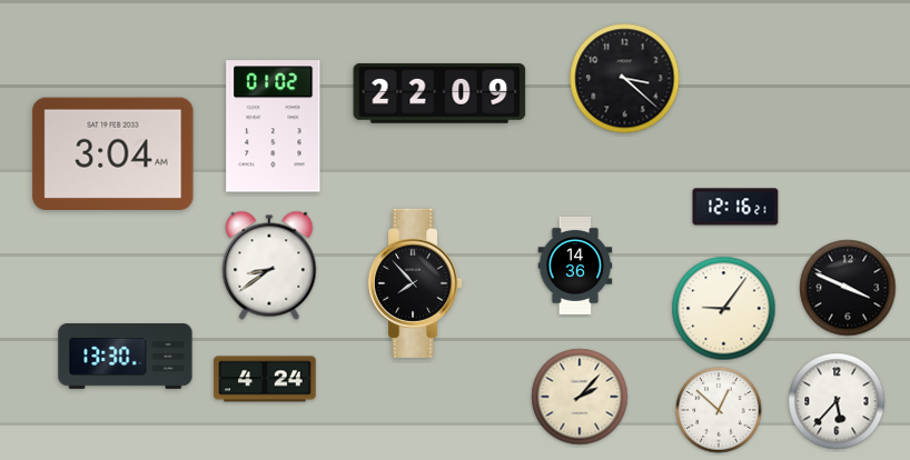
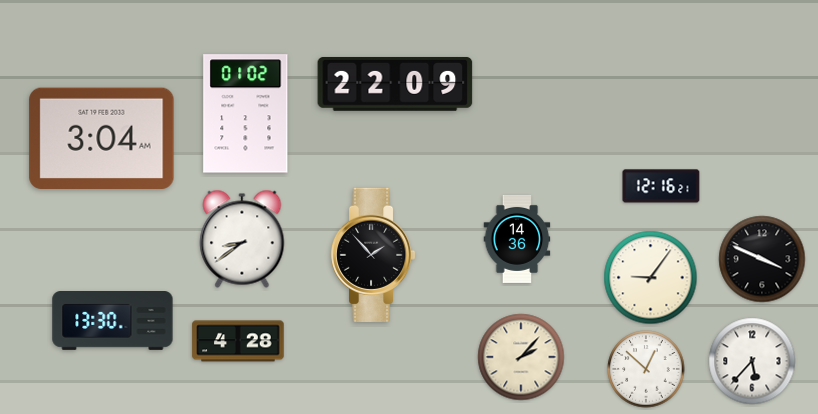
clock at (625, 79): 3:22 -> none
clock at (415, 283): 7:53 -> 1:53
clock at (265, 379): 4:24 -> 4:28
